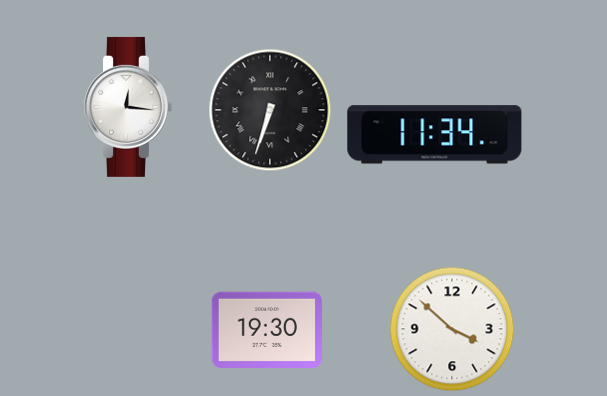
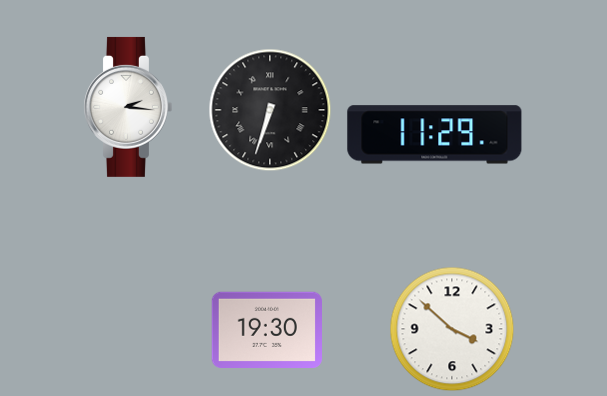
clock at (128, 107): 12:16 -> 2:16
clock at (435, 135): 11:34 -> 11:29
